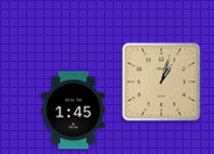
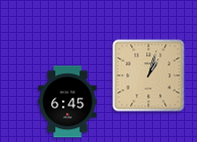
clock at (74, 111): 1:45 -> 6:45
